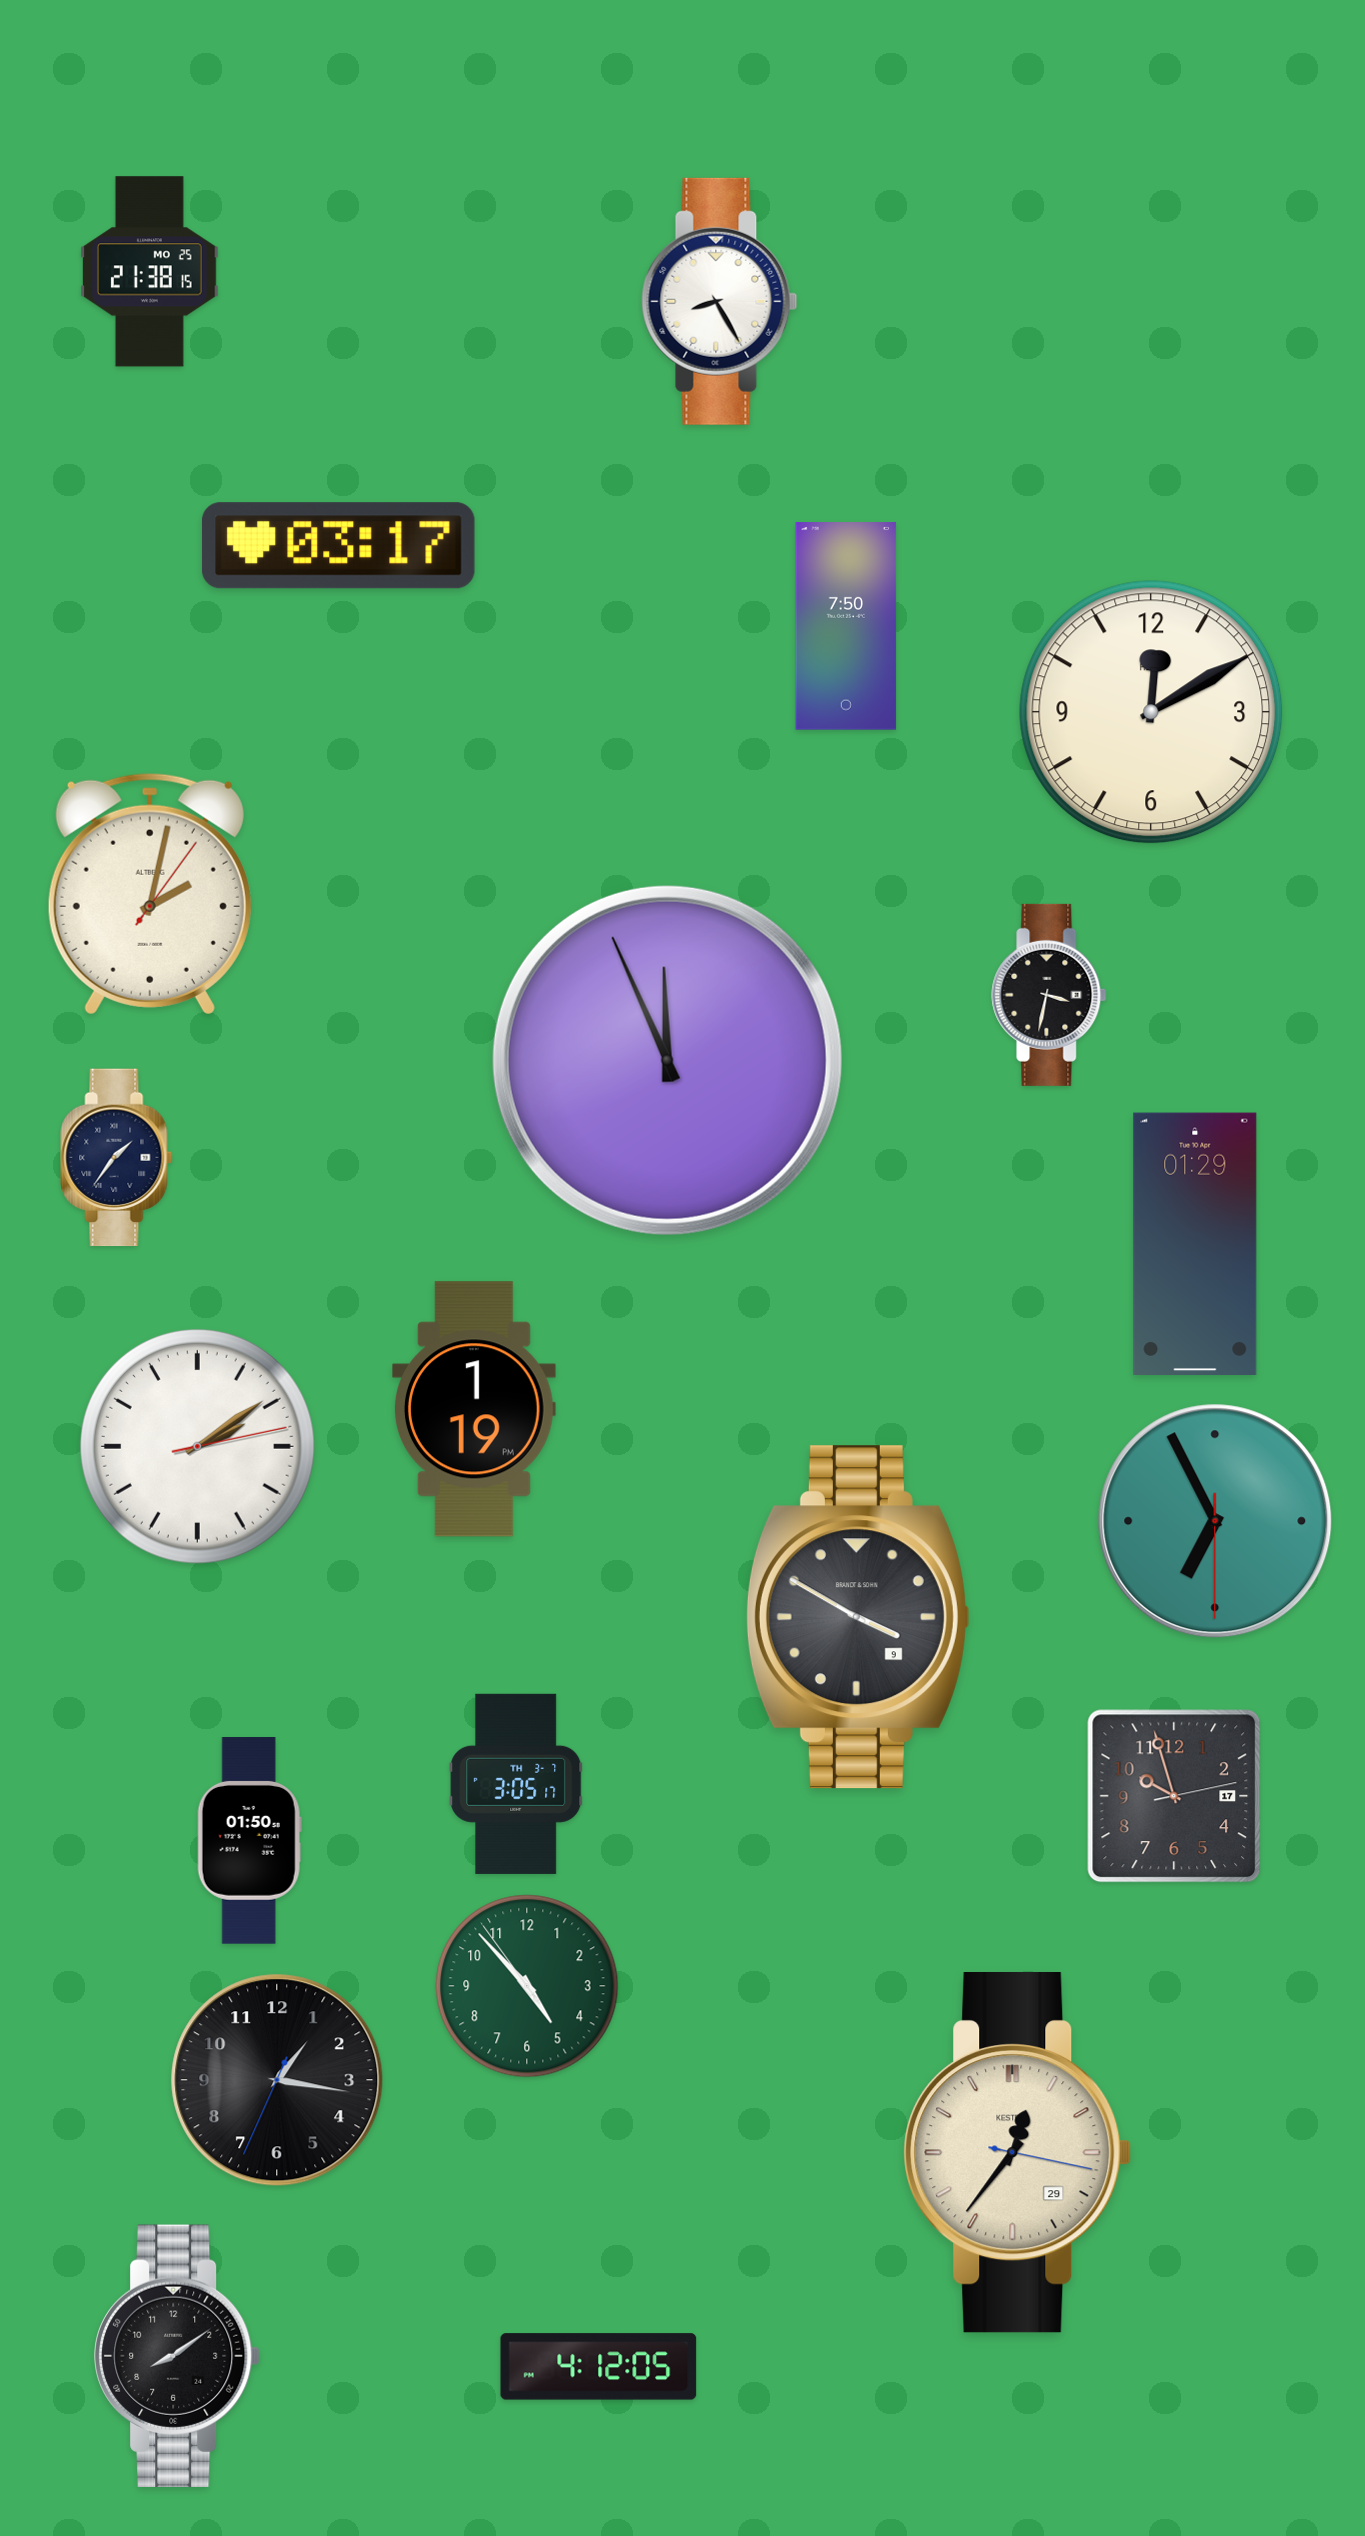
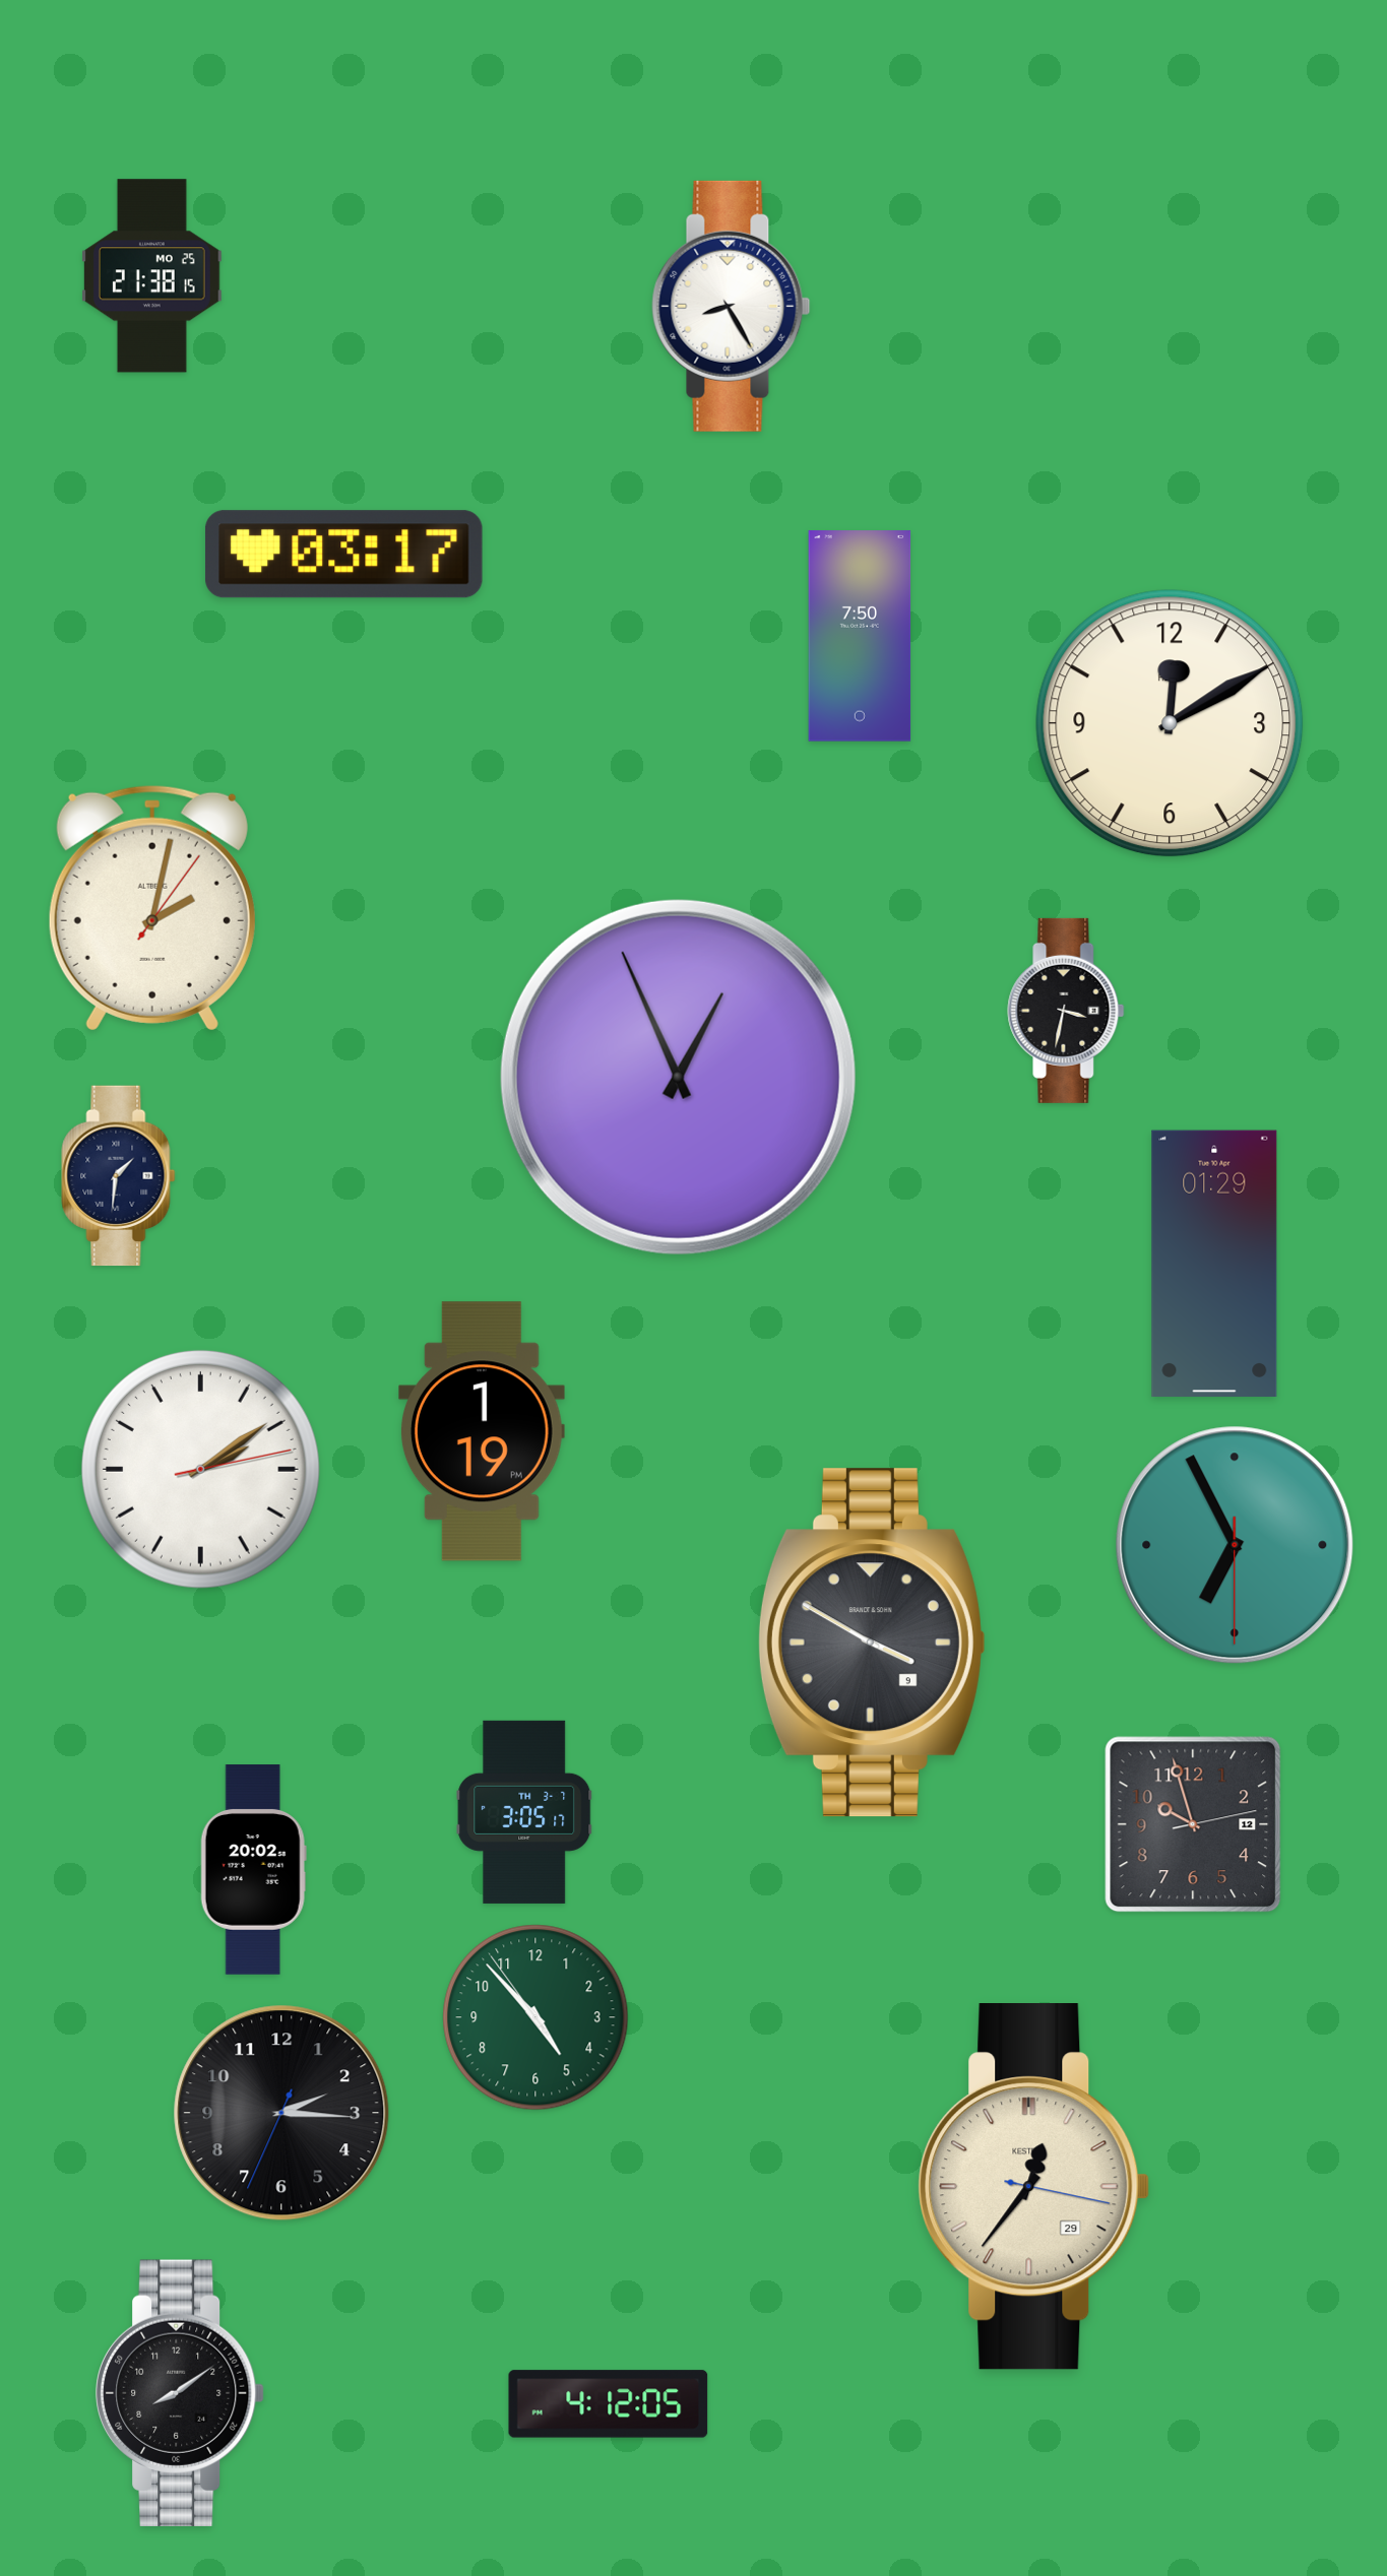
clock at (667, 1060): 11:56 -> 12:56
clock at (117, 1158): 1:36 -> 1:31
clock at (1174, 1796) date: 17 -> 12
clock at (249, 1841): 01:50 -> 20:02
clock at (277, 2080): 1:16 -> 2:15
